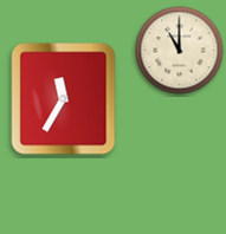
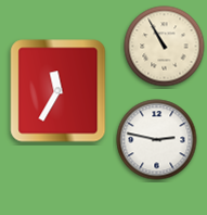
clock at (180, 51): 11:00 -> 10:55
clock at (157, 140): none -> 2:47
